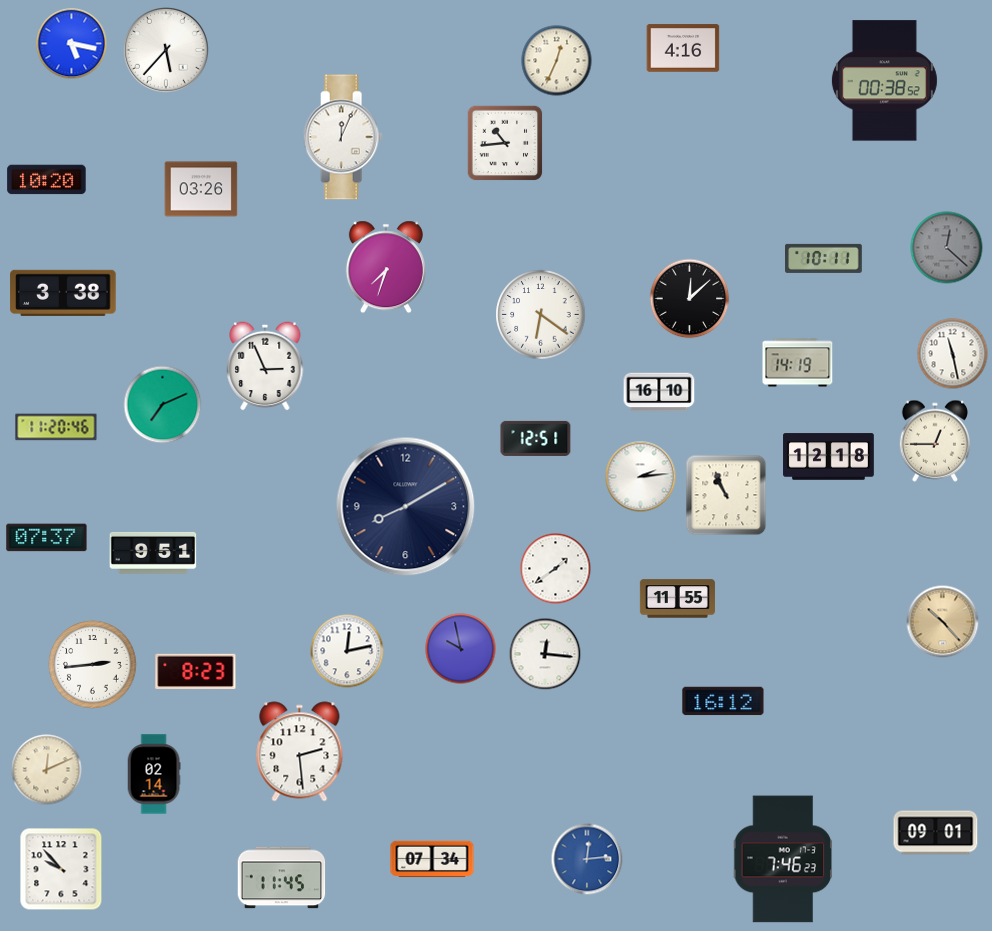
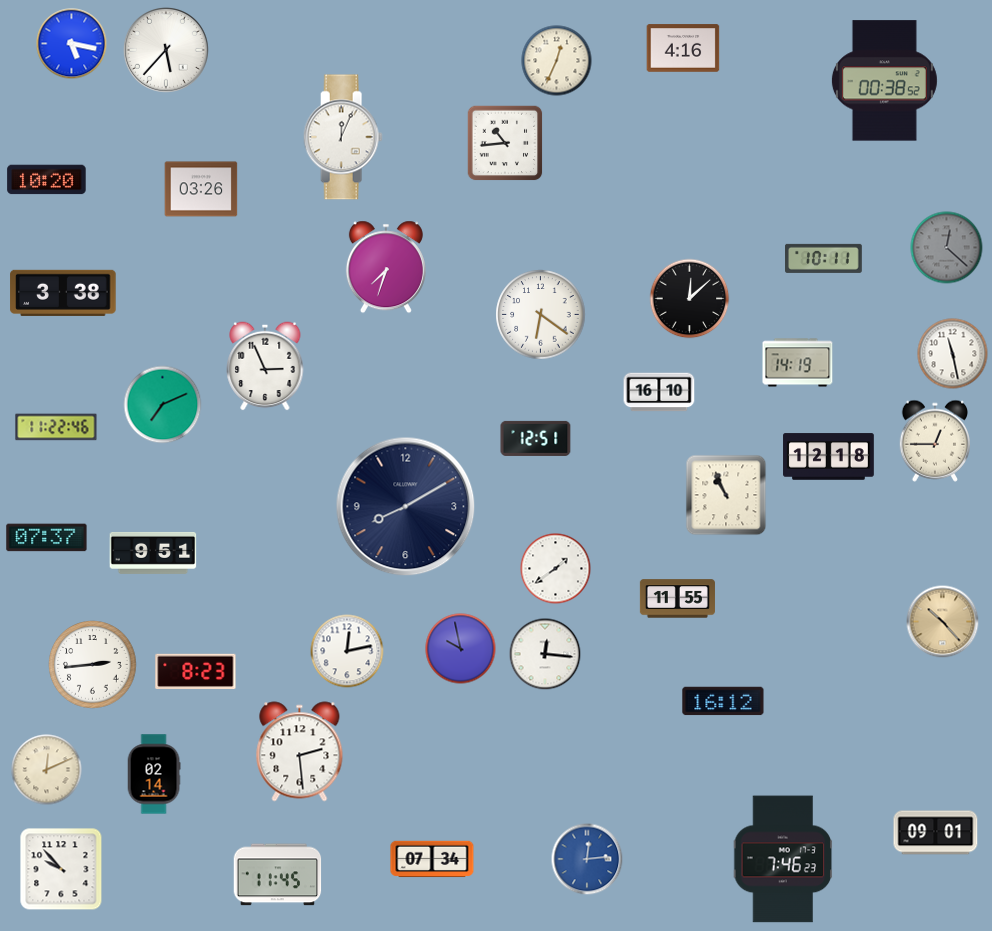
clock at (56, 427): 11:20 -> 11:22
clock at (641, 477): 2:14 -> none
clock at (282, 878) position: (282, 878) -> (278, 875)
